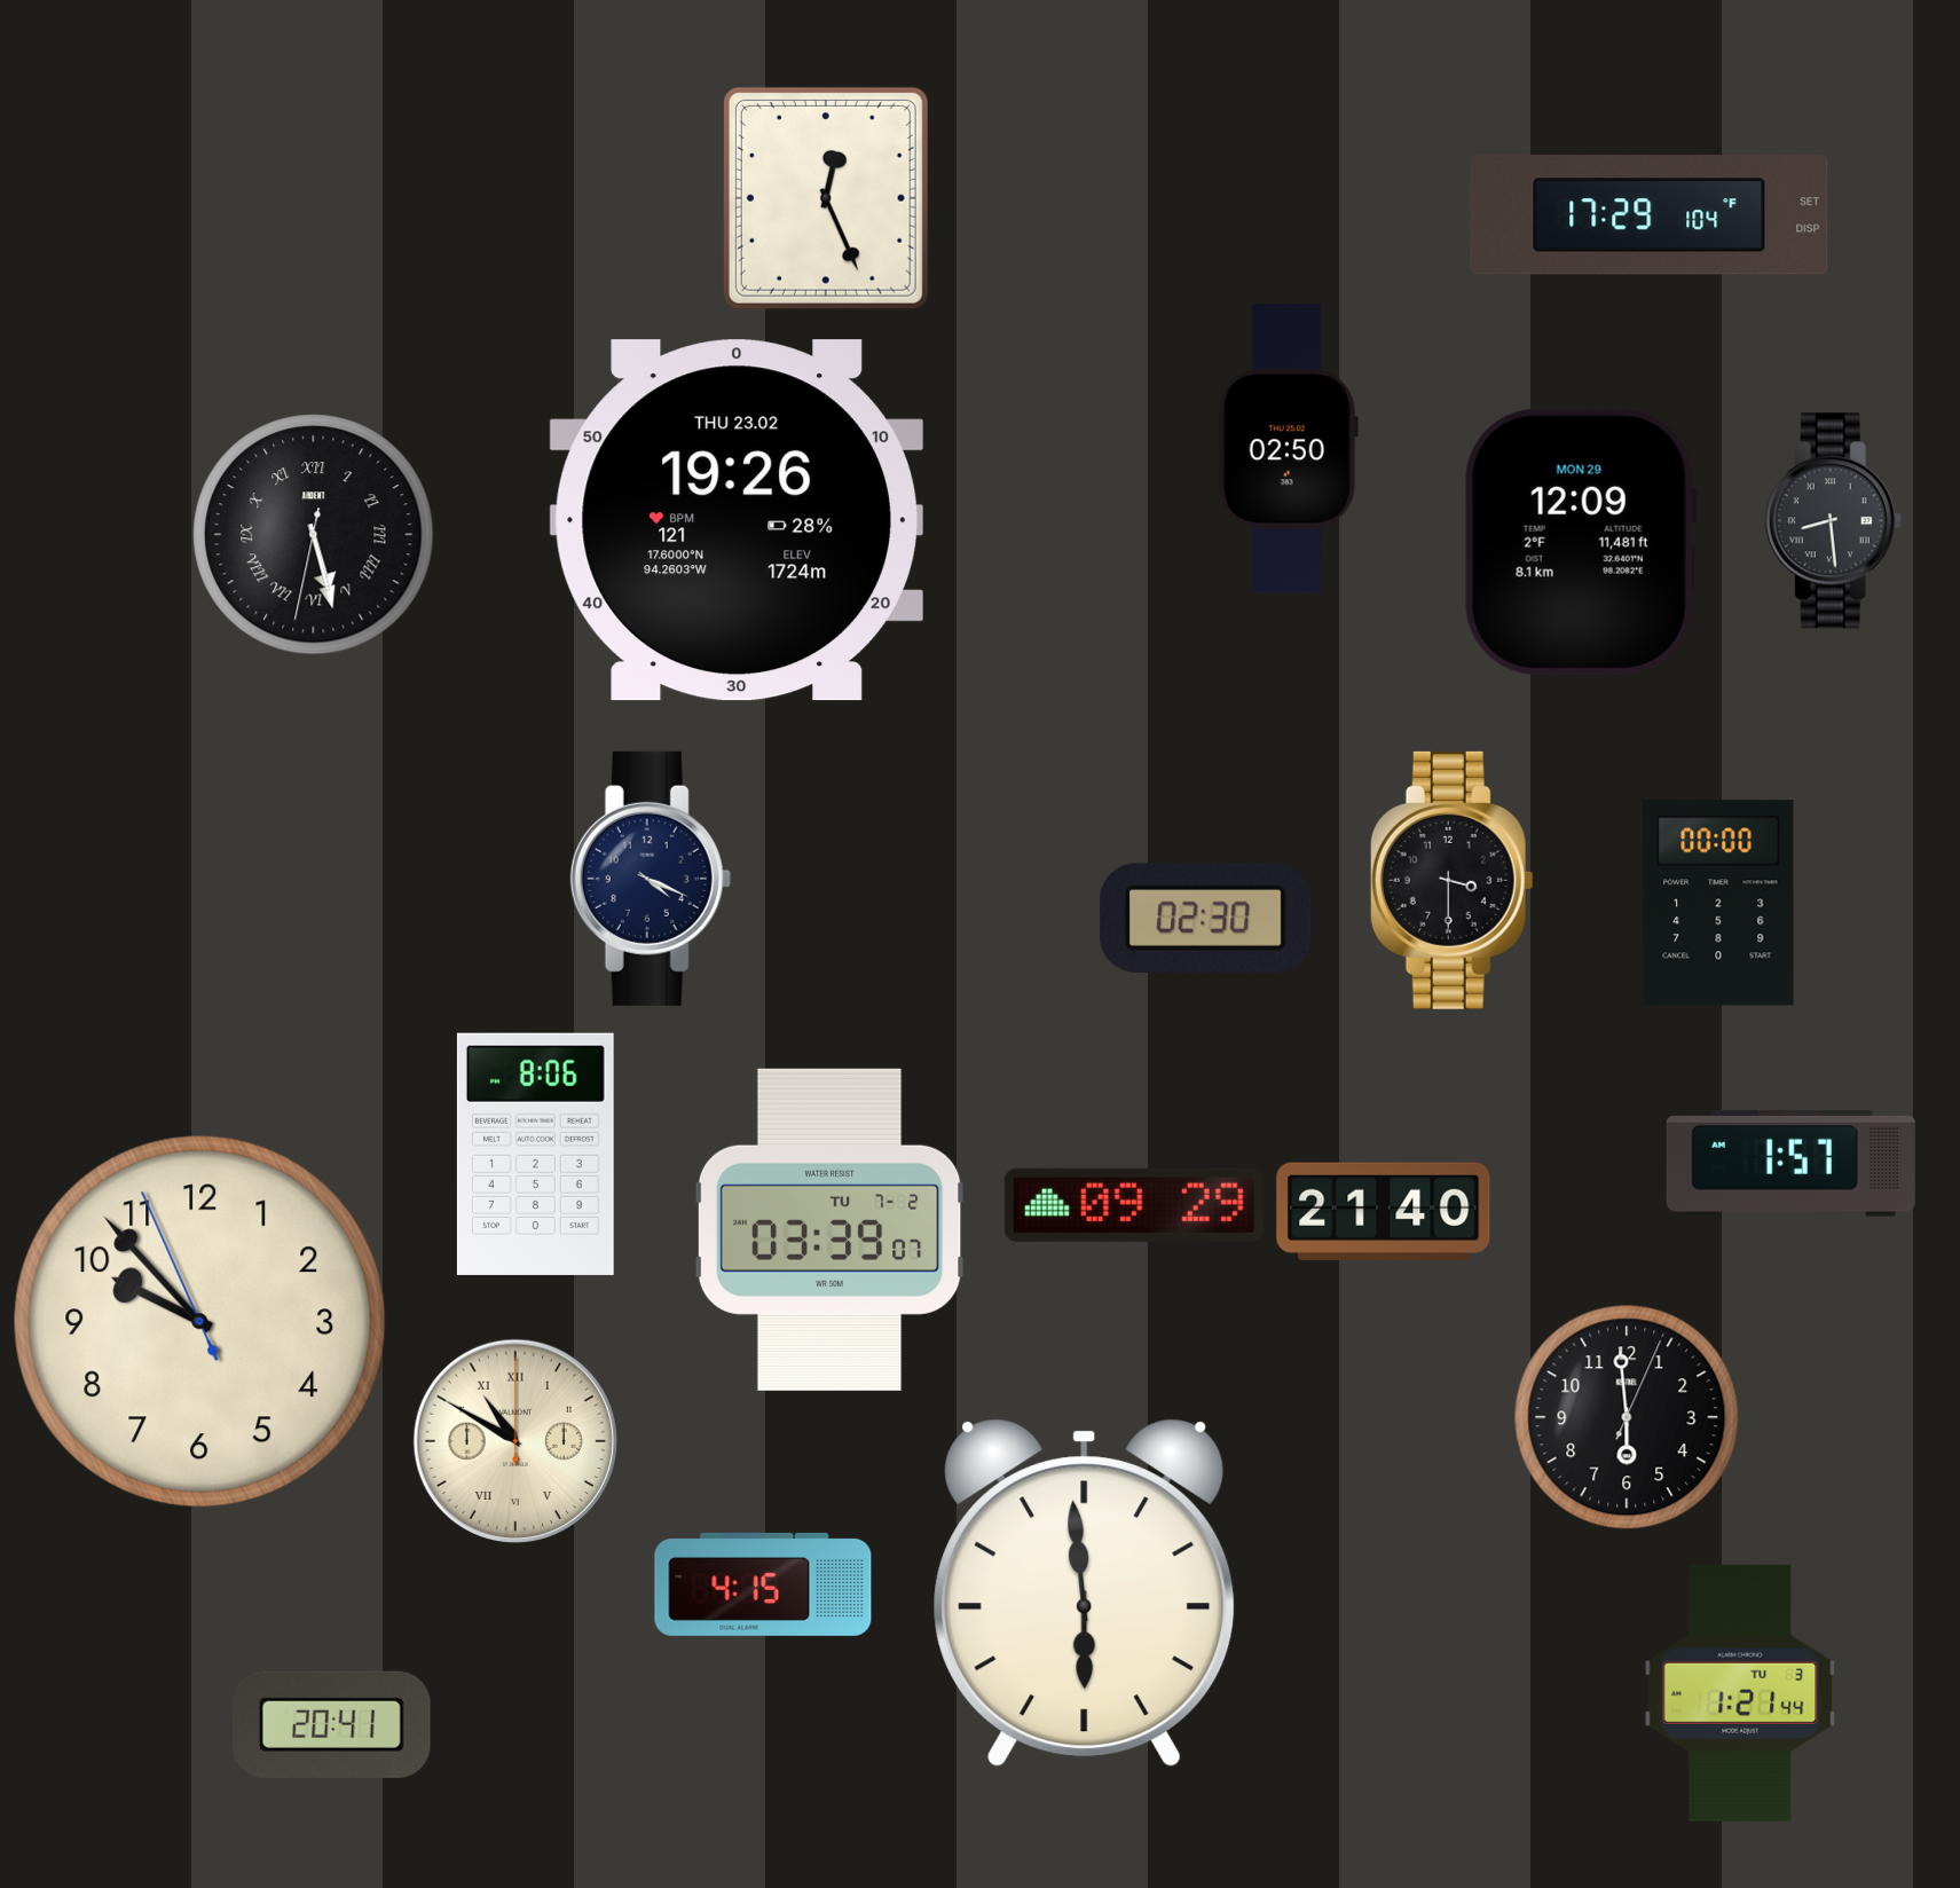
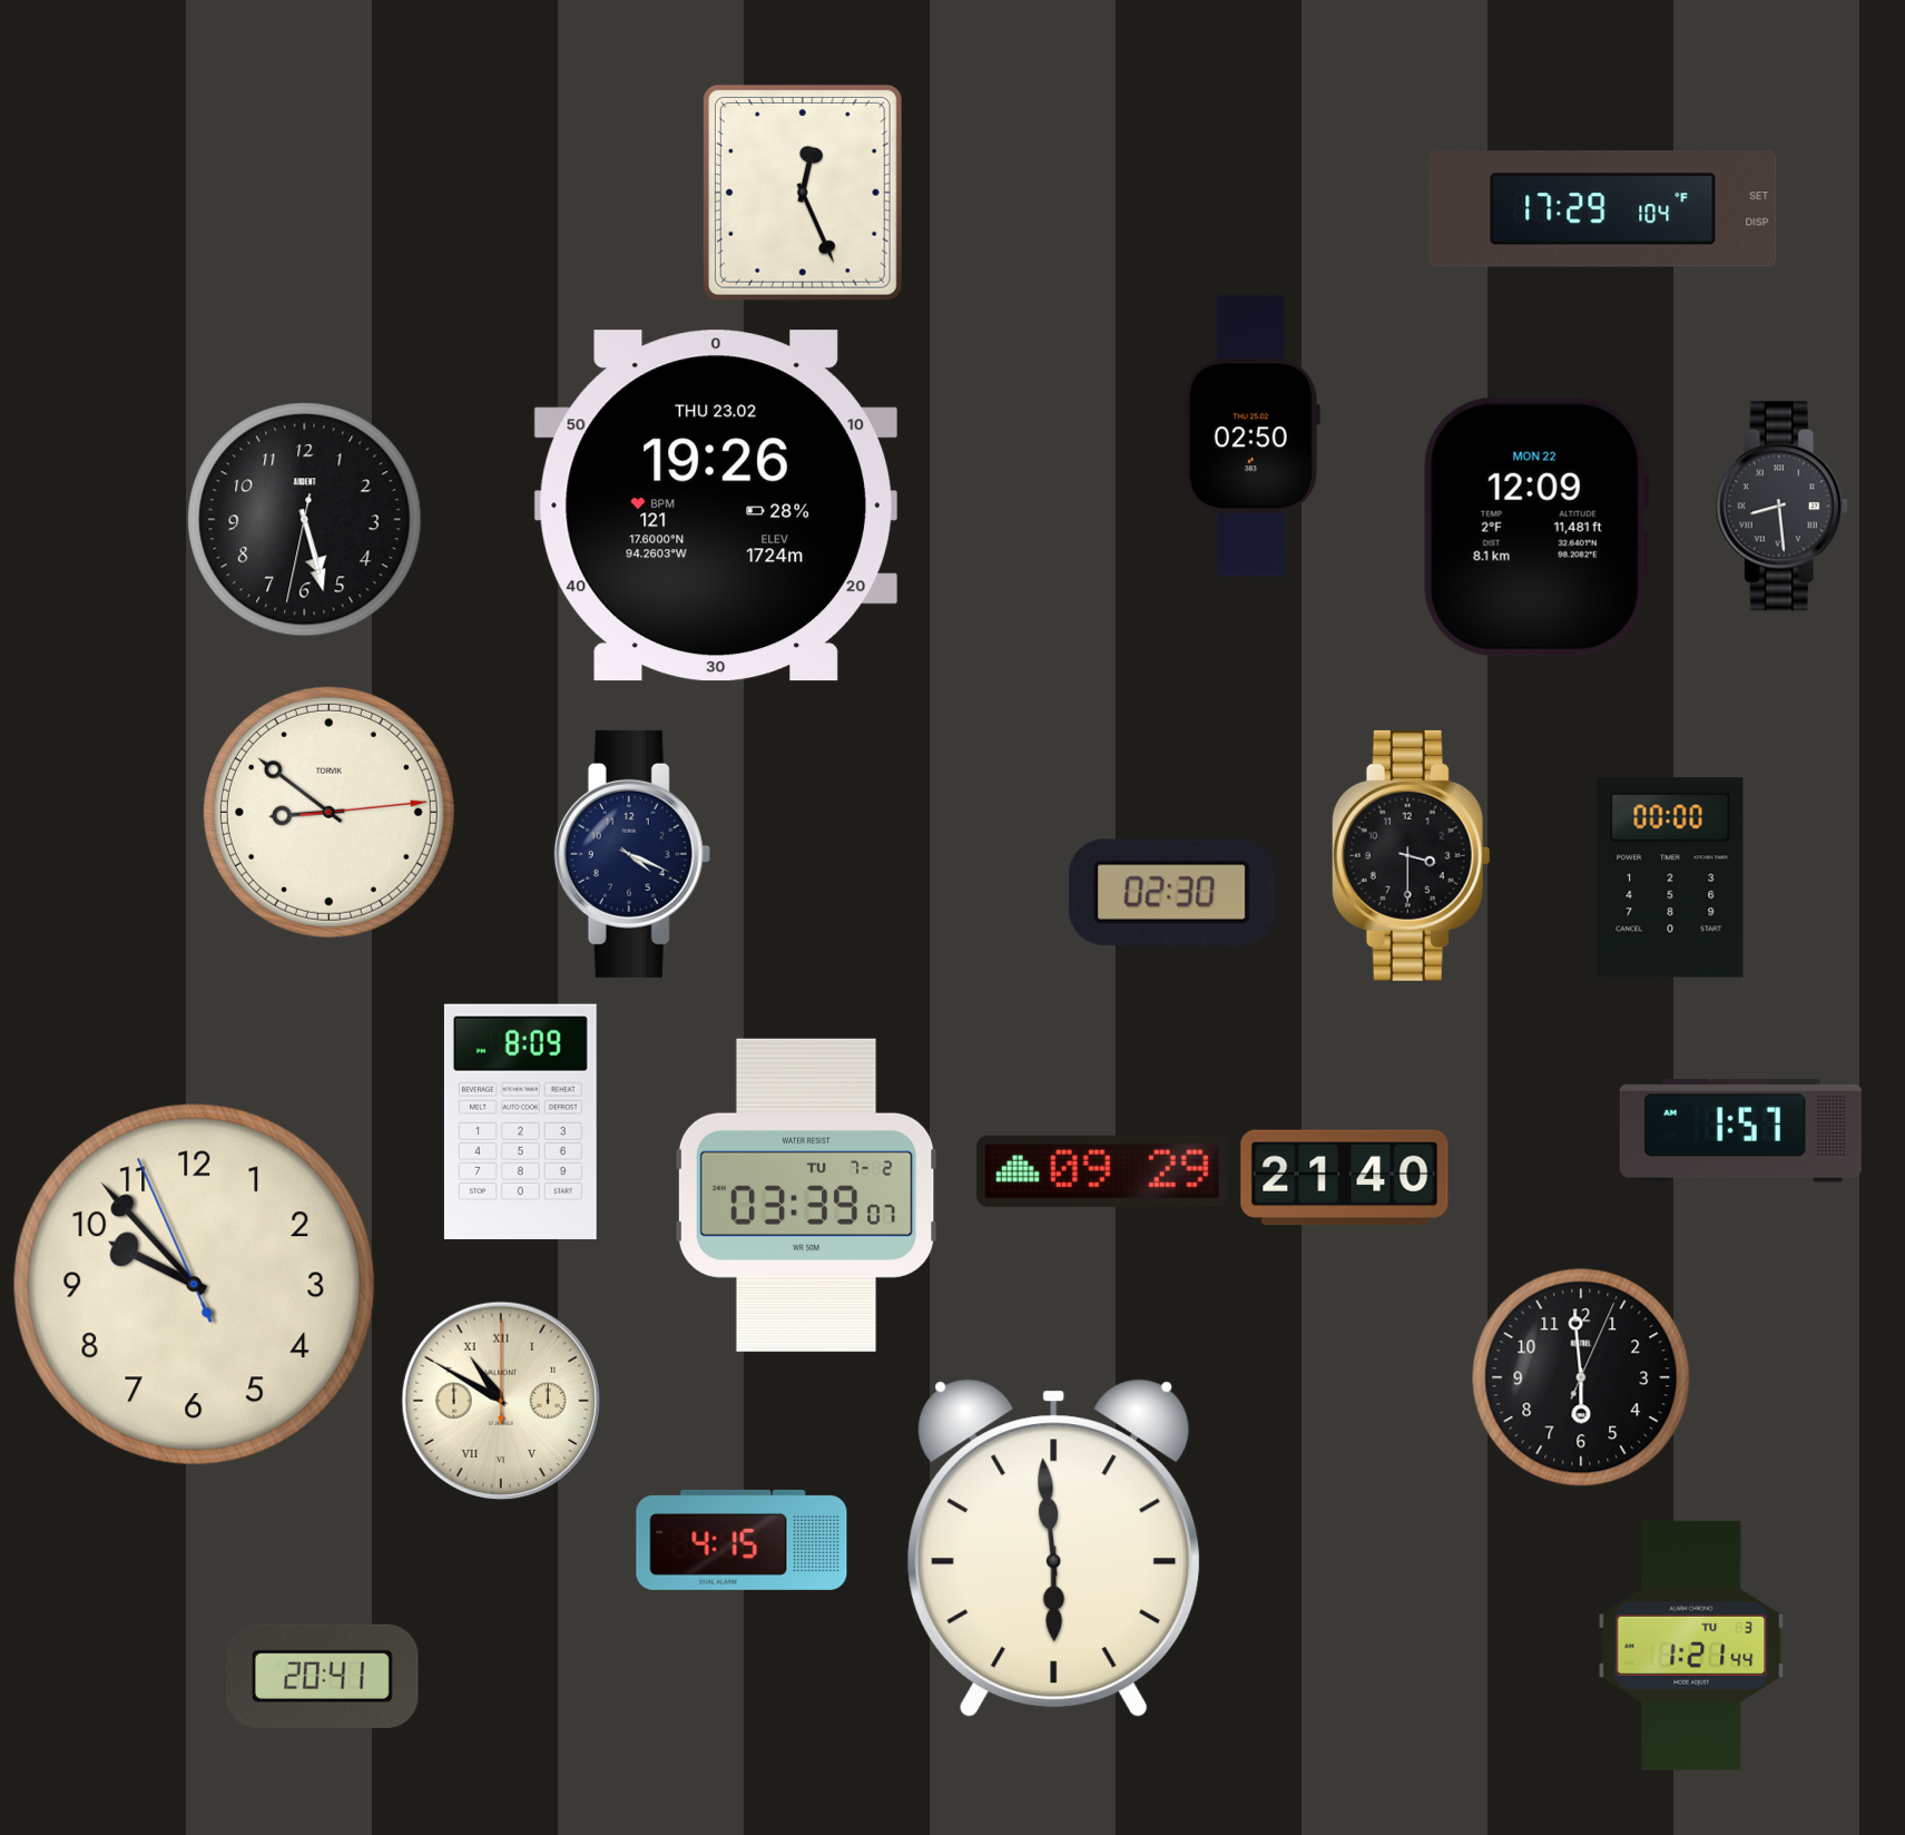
clock at (314, 535) numerals: Roman -> Arabic
clock at (1581, 542) date: MON 29 -> MON 22
clock at (328, 812): none -> 8:51
clock at (535, 1154): 8:06 -> 8:09
